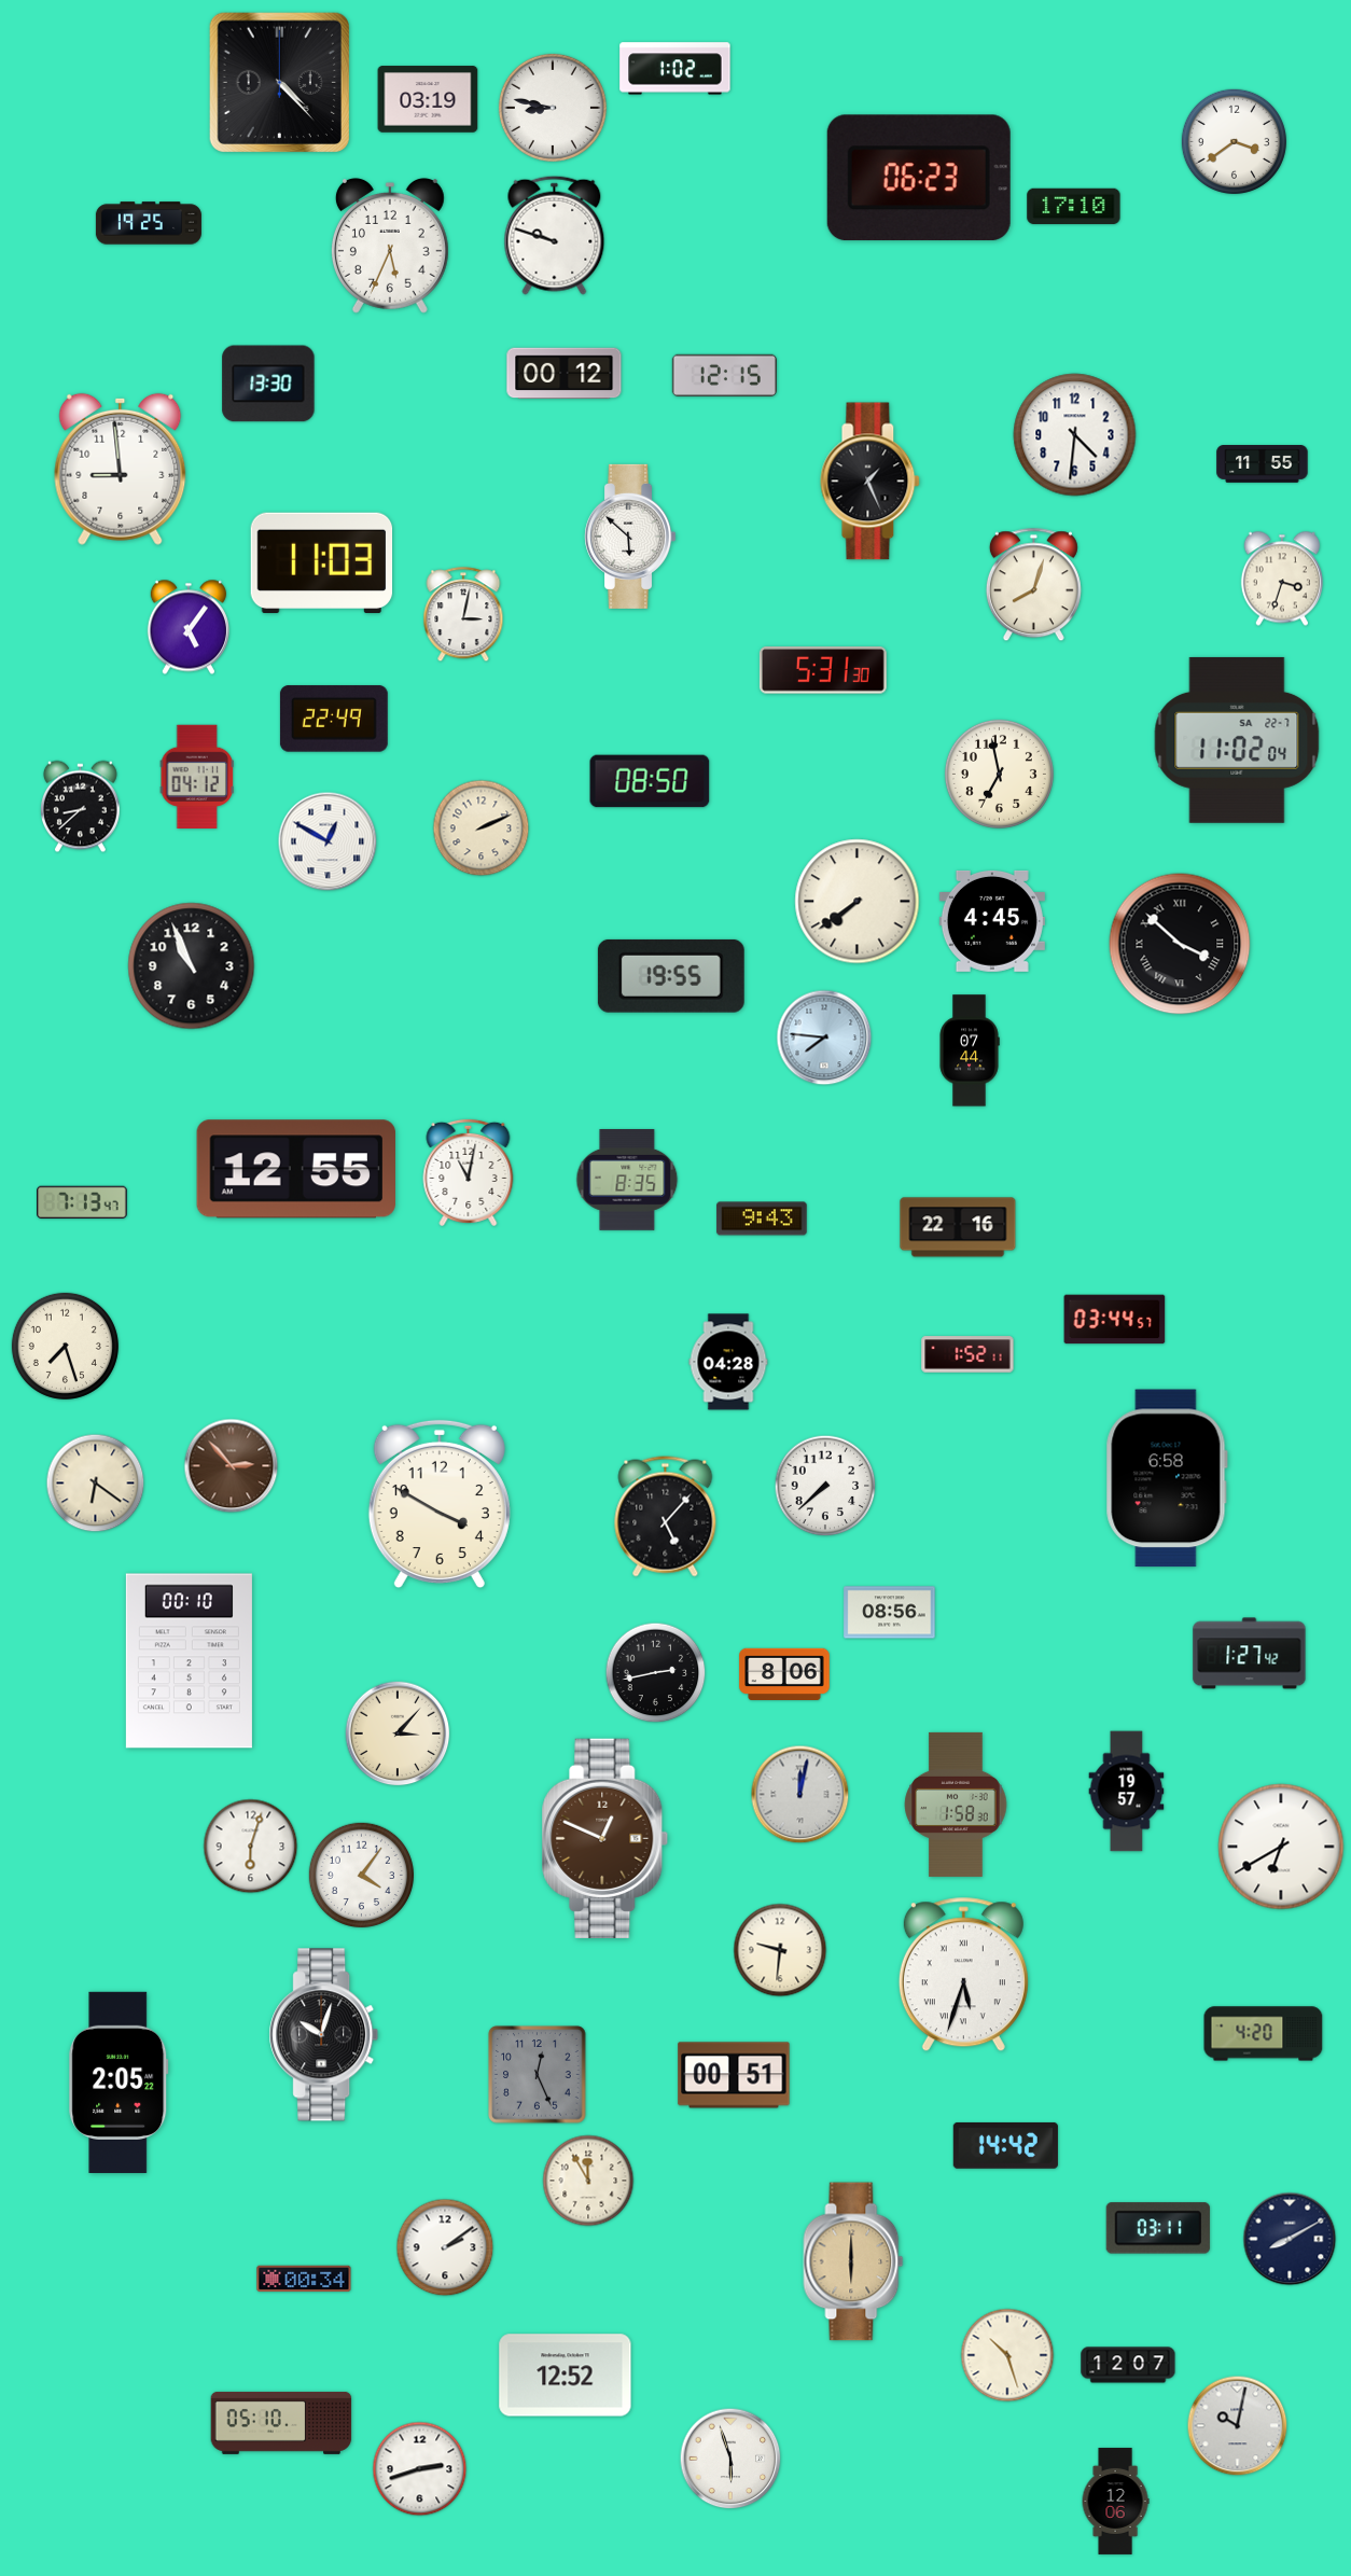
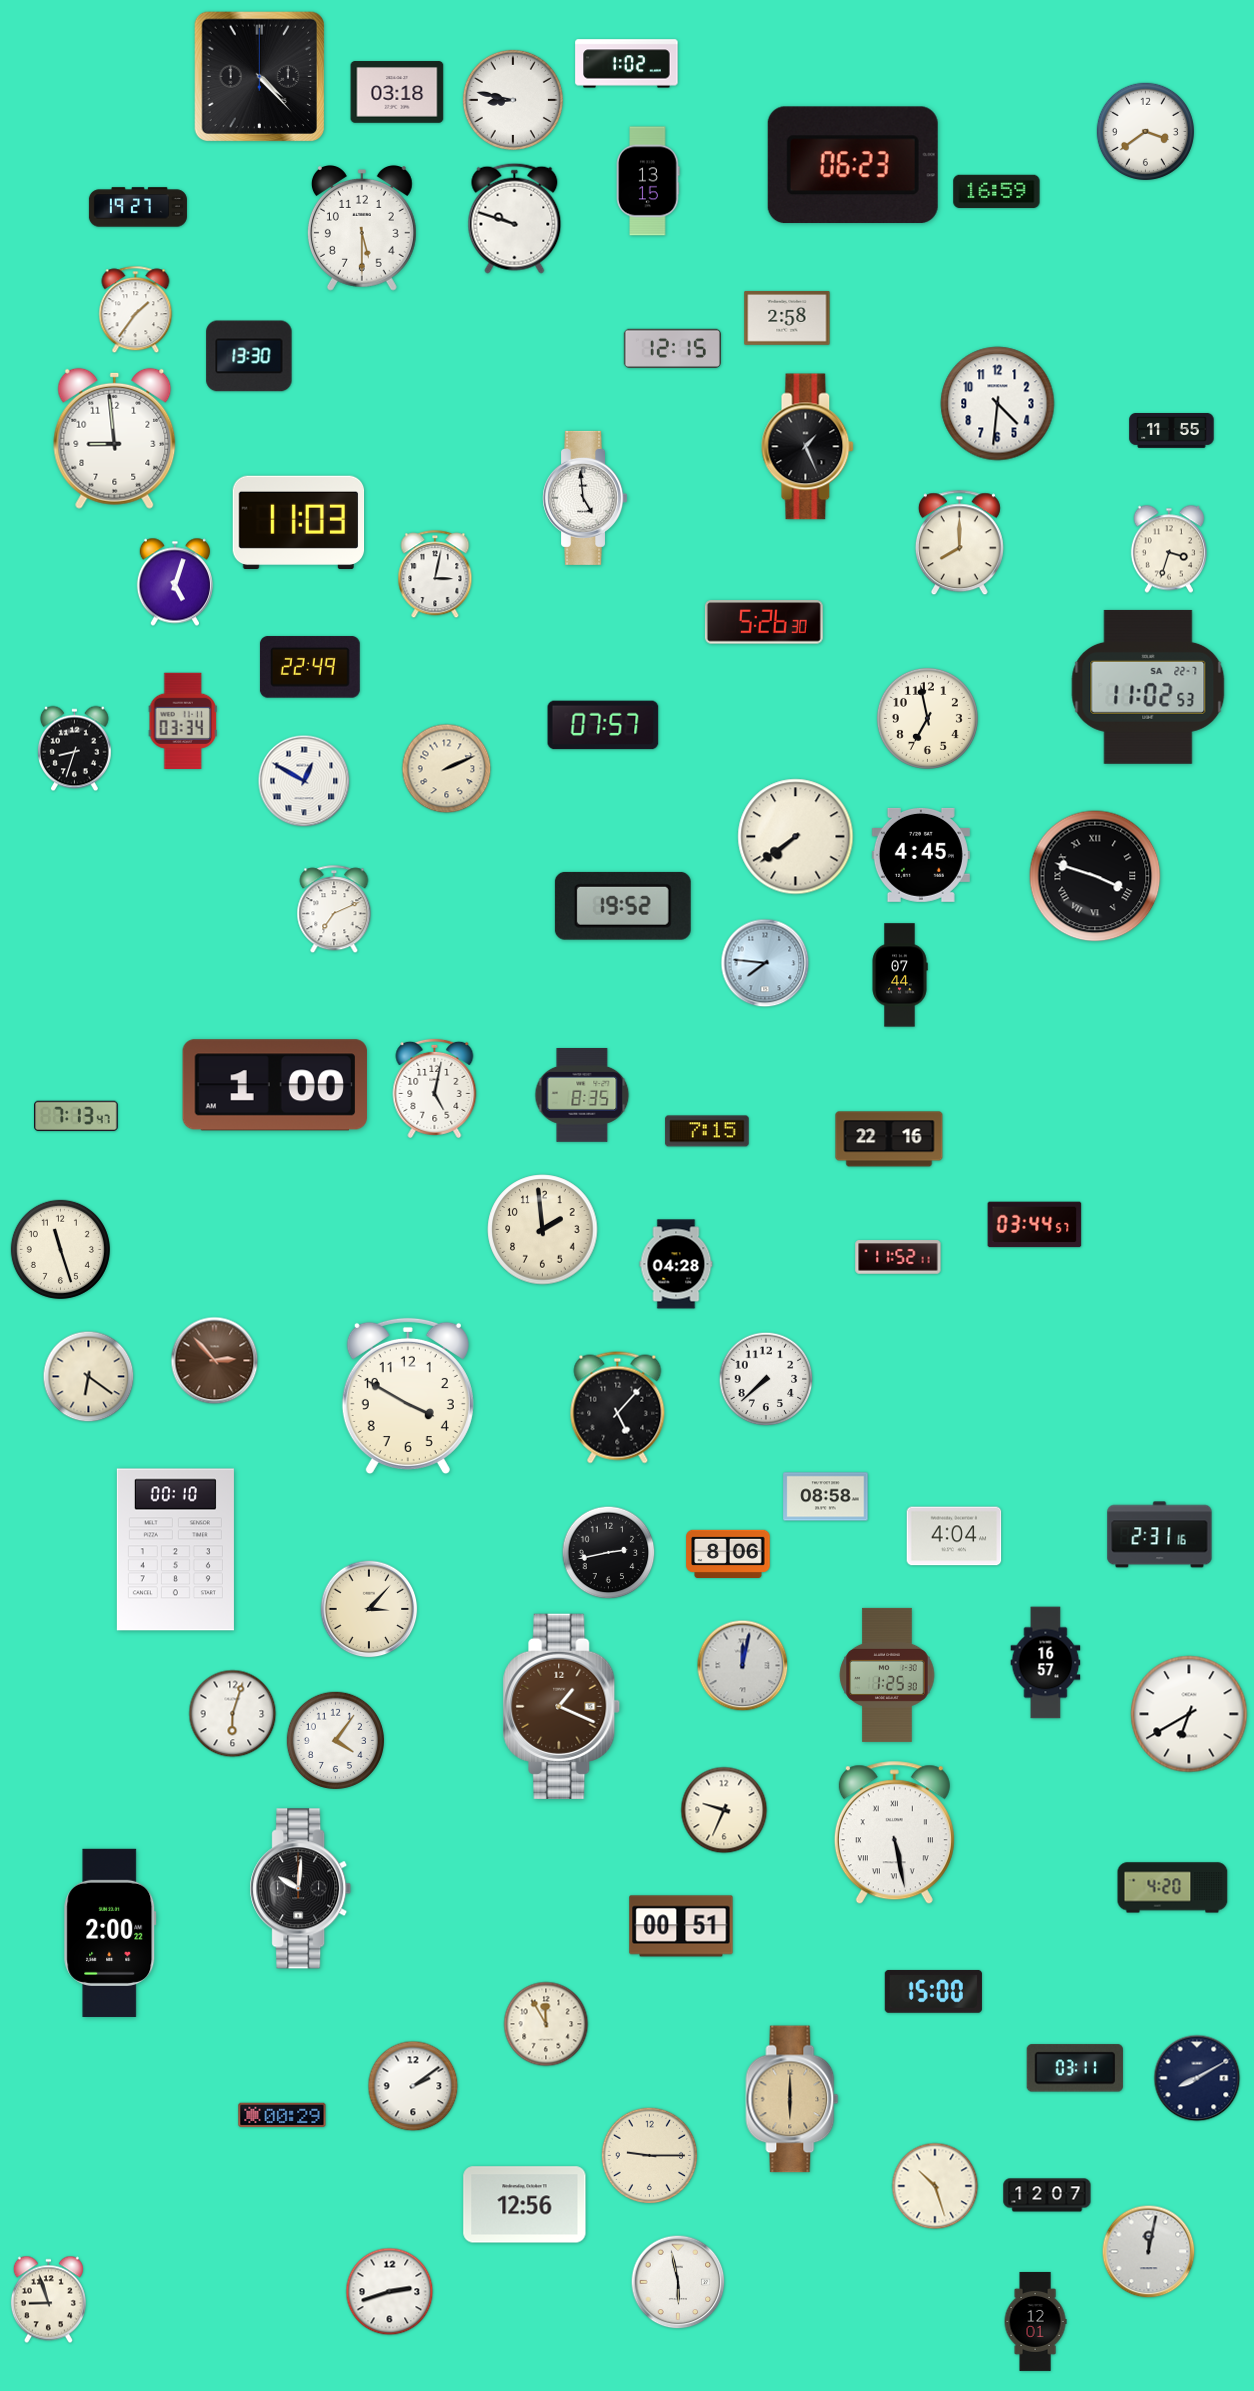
clock at (428, 99): 03:19 -> 03:18
clock at (648, 181): none -> 13:15
clock at (1074, 207): 17:10 -> 16:59
clock at (149, 223): 19:25 -> 19:27
clock at (390, 247): 5:34 -> 5:30
clock at (136, 310): none -> 1:36
clock at (787, 318): none -> 2:58
clock at (565, 374): 00:12 -> none
clock at (121, 469) position: (121, 469) -> (115, 438)
clock at (630, 537): 5:52 -> 4:59
clock at (1282, 579) position: (1282, 579) -> (1169, 549)
clock at (1033, 585): 8:03 -> 8:00
clock at (463, 615) position: (463, 615) -> (435, 575)
clock at (189, 627): 5:06 -> 5:03
clock at (823, 670): 5:31 -> 5:26
clock at (1237, 740): 11:02:04 -> 11:02:53
clock at (196, 776): 04:12 -> 03:34
clock at (650, 781): 08:50 -> 07:57
clock at (81, 807): 8:38 -> 8:33
clock at (1180, 944): 3:52 -> 3:48
clock at (192, 966): 10:56 -> none
clock at (671, 976): 19:55 -> 19:52
clock at (334, 910): none -> 7:11
clock at (296, 1169): 12:55 -> 1:00
clock at (469, 1172): 11:02 -> 5:02
clock at (762, 1219): 9:43 -> 7:15
clock at (543, 1230): none -> 1:59
clock at (65, 1346): 7:27 -> 11:27
clock at (967, 1354): 1:52 -> 11:52
clock at (1167, 1478): 6:58 -> none
clock at (890, 1613): 08:56 -> 08:58
clock at (1250, 1654): 1:27 -> 2:31
clock at (954, 1536): none -> 4:04
clock at (189, 1661) position: (189, 1661) -> (175, 1550)
clock at (1127, 1792): 19:57 -> 16:57
clock at (956, 1805): 1:58 -> 1:25
clock at (605, 1838): 12:49 -> 1:19
clock at (780, 1950): 9:31 -> 9:34
clock at (963, 1975): 5:33 -> 5:28
clock at (324, 2035): 10:03 -> 10:01
clock at (538, 2075): 12:26 -> none
clock at (119, 2083): 2:05 -> 2:00
clock at (1005, 2145): 14:42 -> 15:00
clock at (304, 2279): 00:34 -> 00:29
clock at (650, 2156): none -> 9:15
clock at (566, 2376): 12:52 -> 12:56
clock at (281, 2423): 05:10 -> none
clock at (1238, 2426): 10:02 -> 12:02
clock at (730, 2459): 5:57 -> 5:58
clock at (48, 2300): none -> 8:57
clock at (1115, 2501): 12:06 -> 12:01
